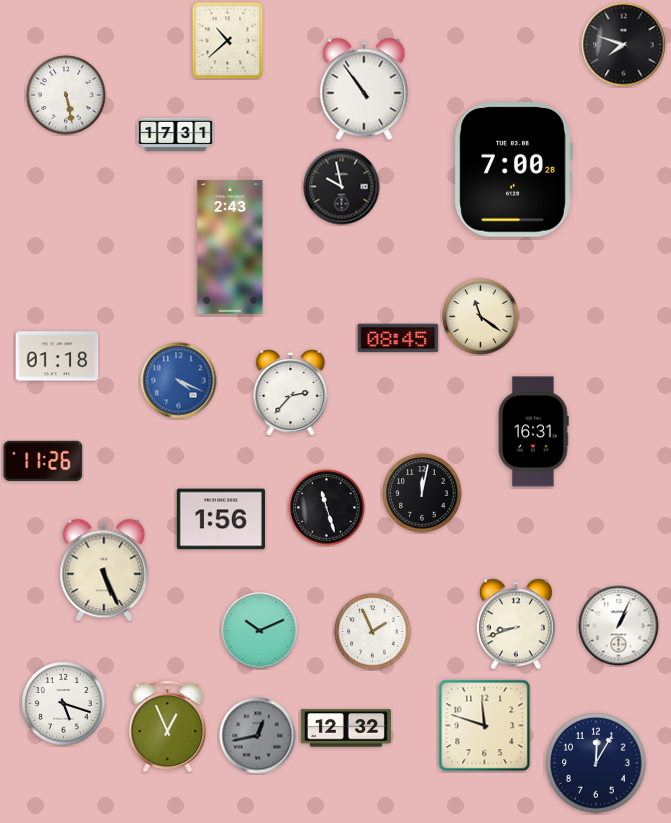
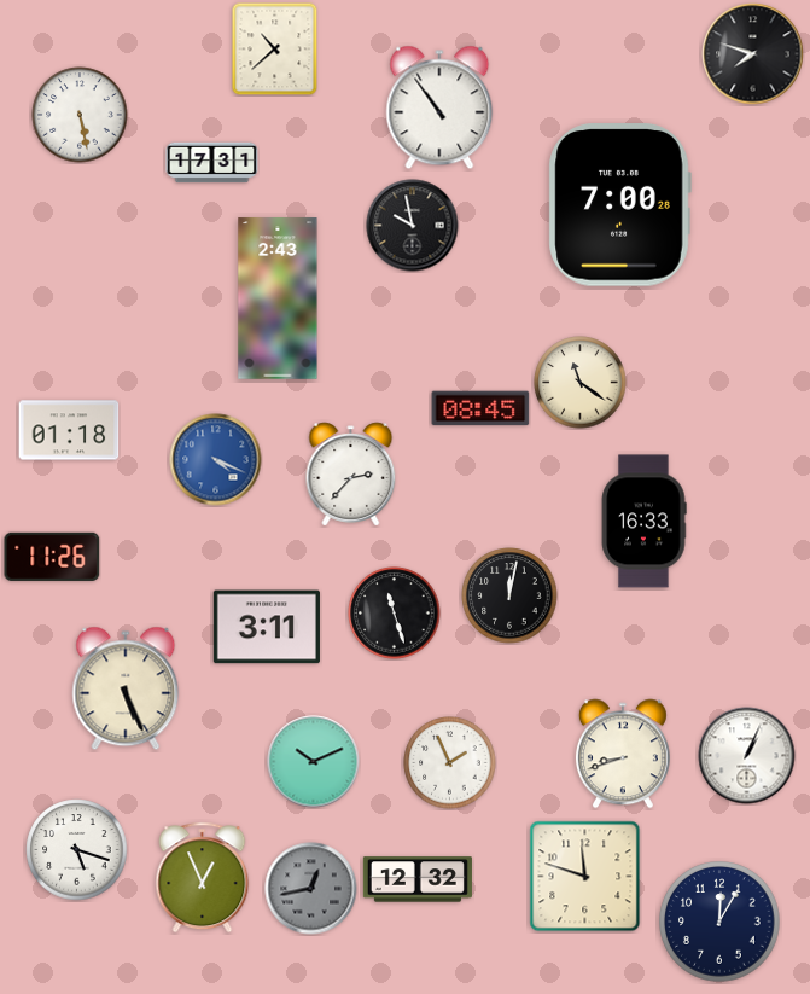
clock at (533, 432): 16:31 -> 16:33
clock at (221, 519): 1:56 -> 3:11
